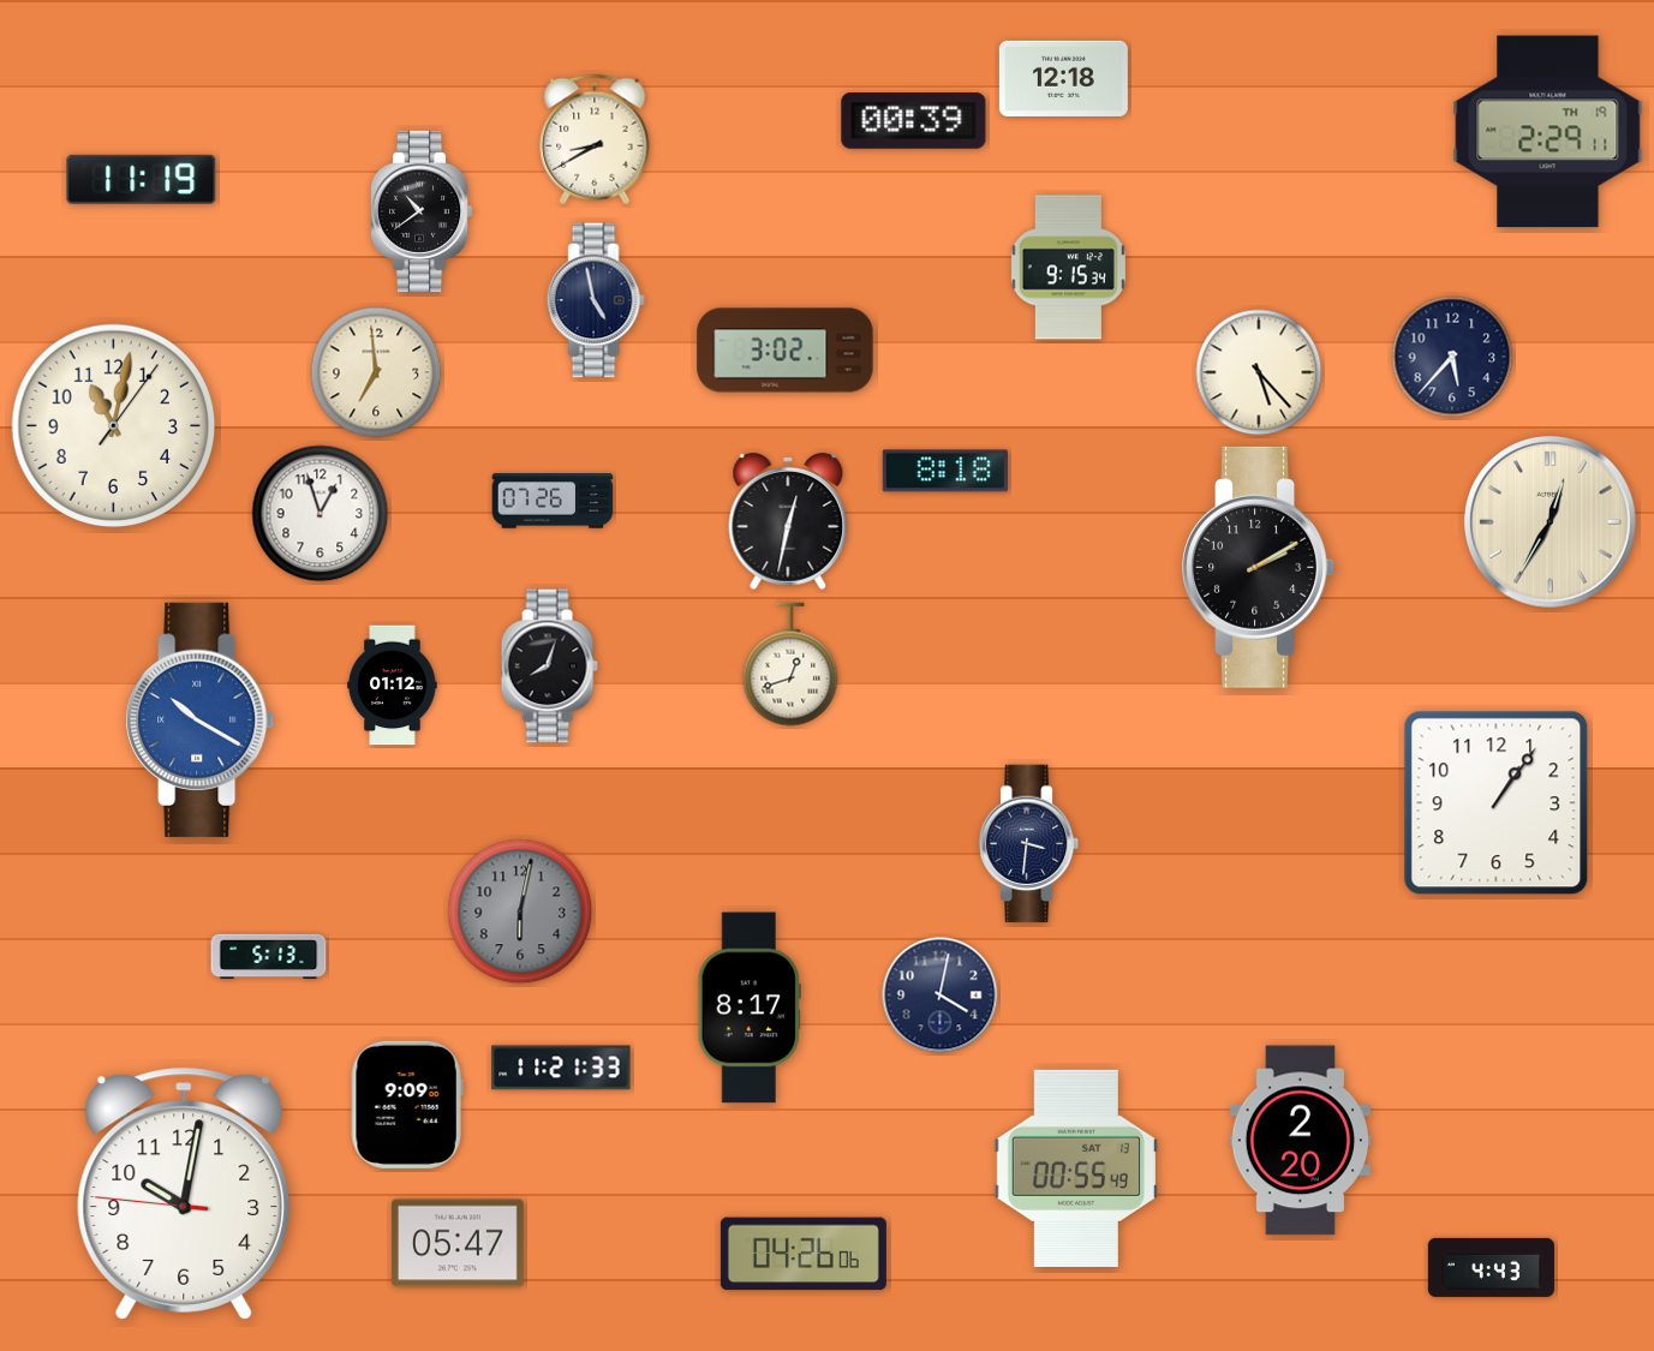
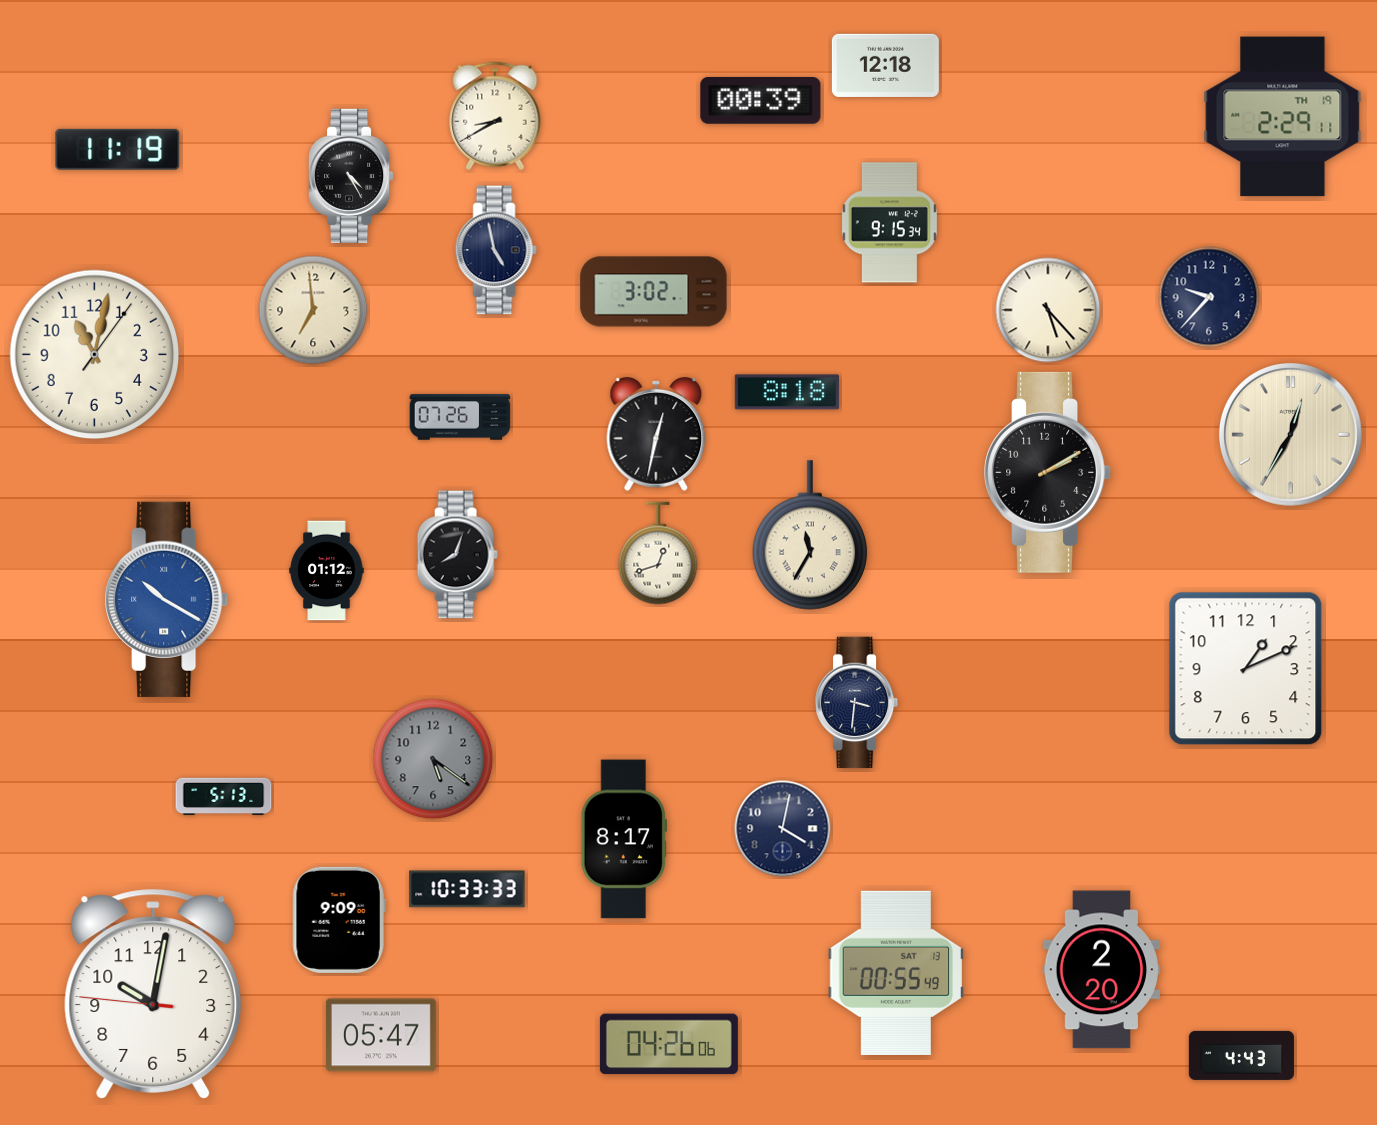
clock at (1548, 132) position: (1548, 132) -> (1283, 117)
clock at (422, 211): 10:39 -> 4:25
clock at (1452, 357): 5:37 -> 9:37
clock at (321, 514): 12:57 -> none
clock at (810, 535): none -> 11:35
clock at (1497, 803): 1:06 -> 1:11
clock at (520, 911): 6:02 -> 5:21
clock at (561, 1068): 11:21 -> 10:33
clock at (1300, 1141) position: (1300, 1141) -> (1101, 970)
